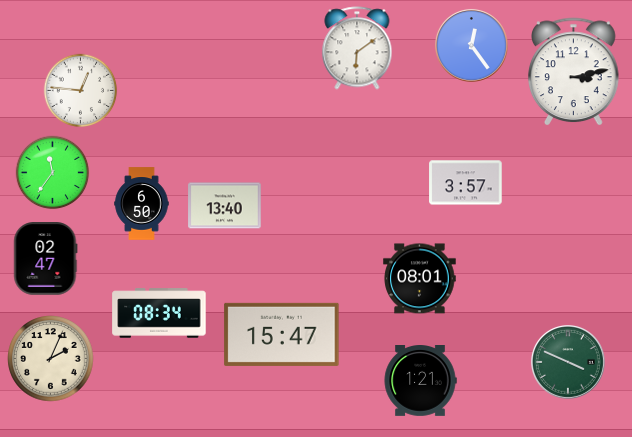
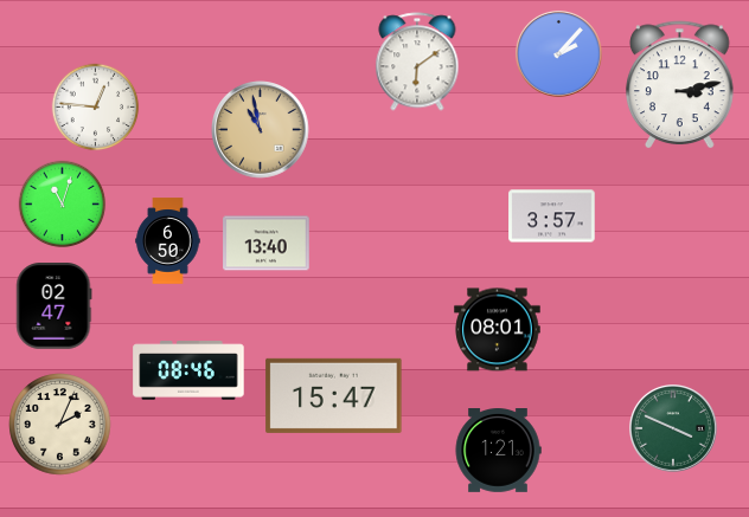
clock at (471, 45): 12:24 -> 2:07
clock at (357, 48) position: (357, 48) -> (417, 62)
clock at (261, 130): none -> 10:58
clock at (53, 173): 11:36 -> 11:03
clock at (159, 313): 08:34 -> 08:46
